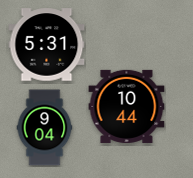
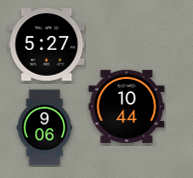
clock at (47, 45): 5:31 -> 5:27
clock at (45, 128): 9:04 -> 9:06
